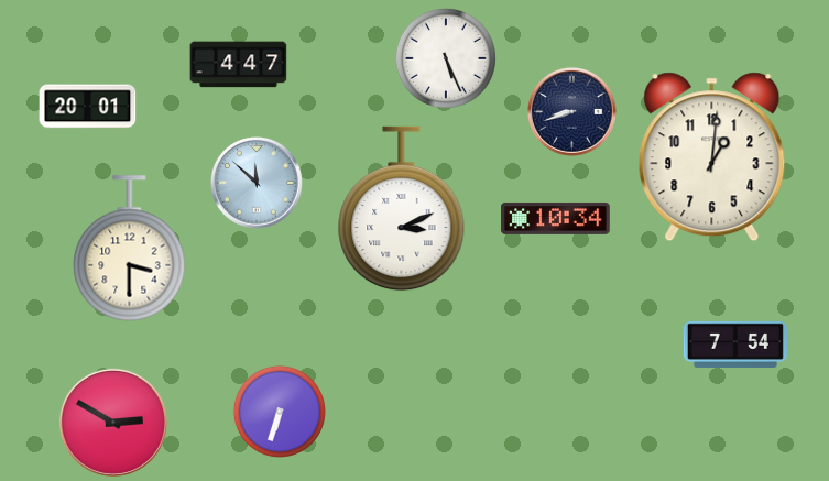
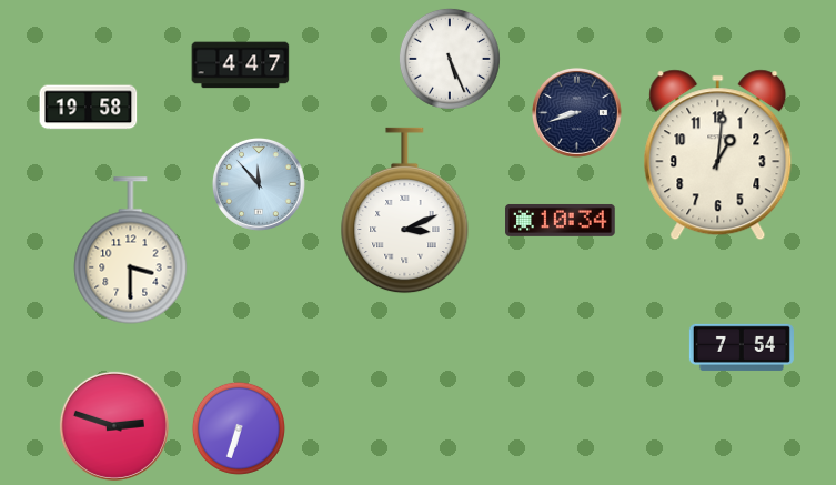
clock at (88, 107): 20:01 -> 19:58
clock at (712, 157) position: (712, 157) -> (718, 155)
clock at (257, 183): 11:52 -> 11:53
clock at (280, 412) position: (280, 412) -> (239, 428)
clock at (113, 423): 2:50 -> 2:48
